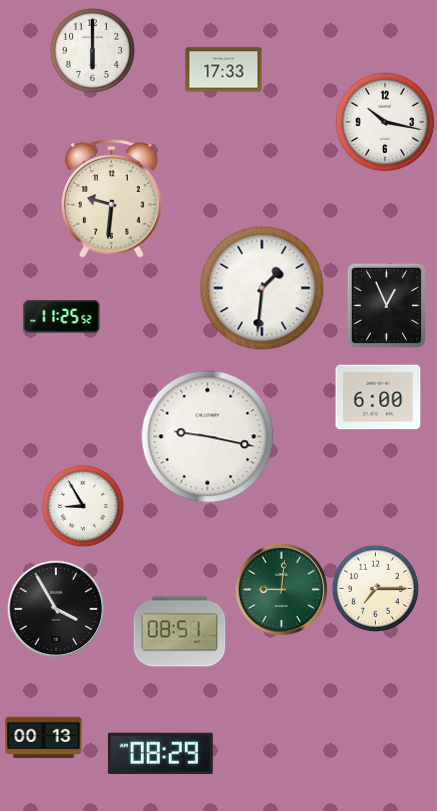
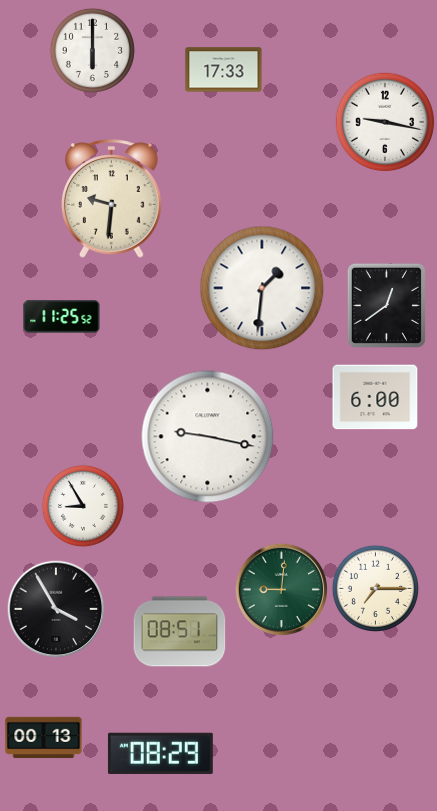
clock at (385, 122): 10:17 -> 9:17
clock at (386, 305): 12:56 -> 12:39
clock at (378, 397) position: (378, 397) -> (375, 397)
